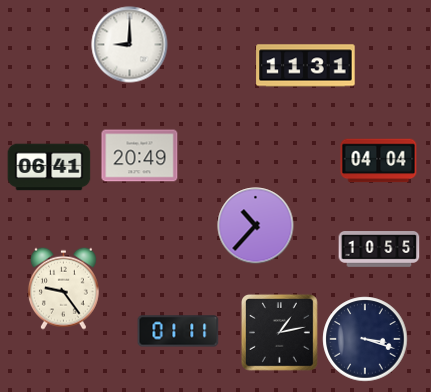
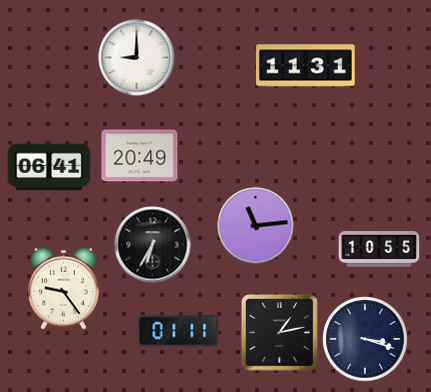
clock at (130, 45) position: (130, 45) -> (137, 58)
clock at (379, 161): 04:04 -> none
clock at (256, 226): 10:37 -> 11:14
clock at (153, 245): none -> 6:35
